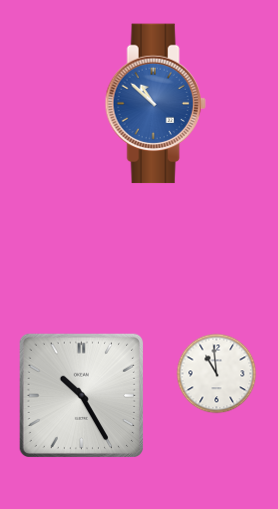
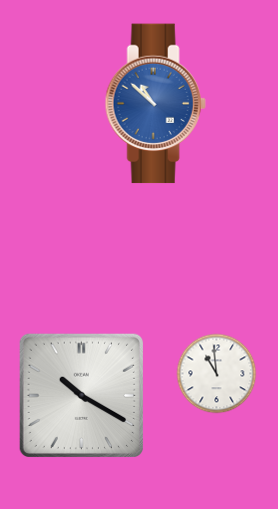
clock at (81, 395): 10:25 -> 10:20
